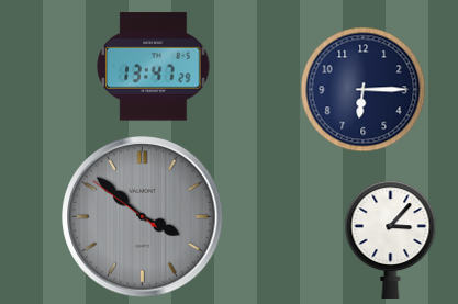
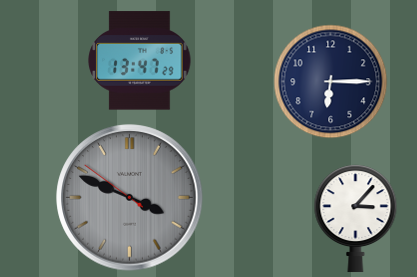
clock at (143, 217): 3:51 -> 3:48
